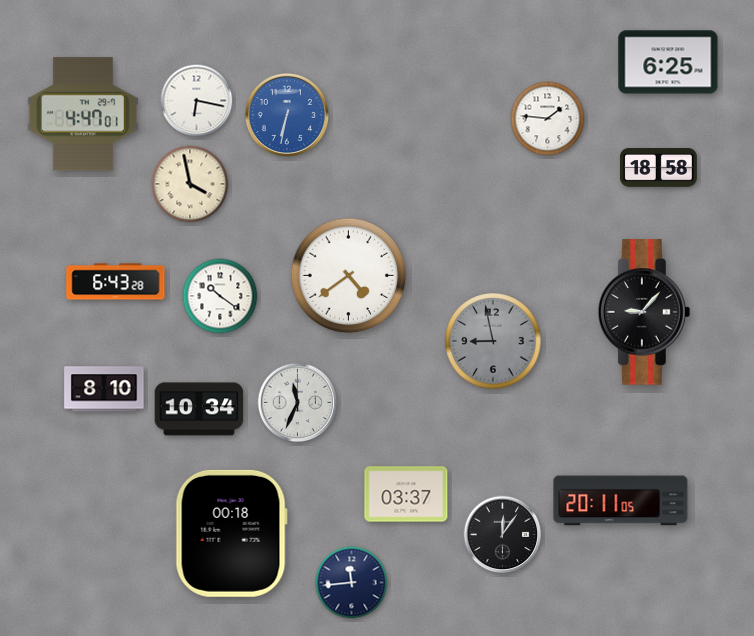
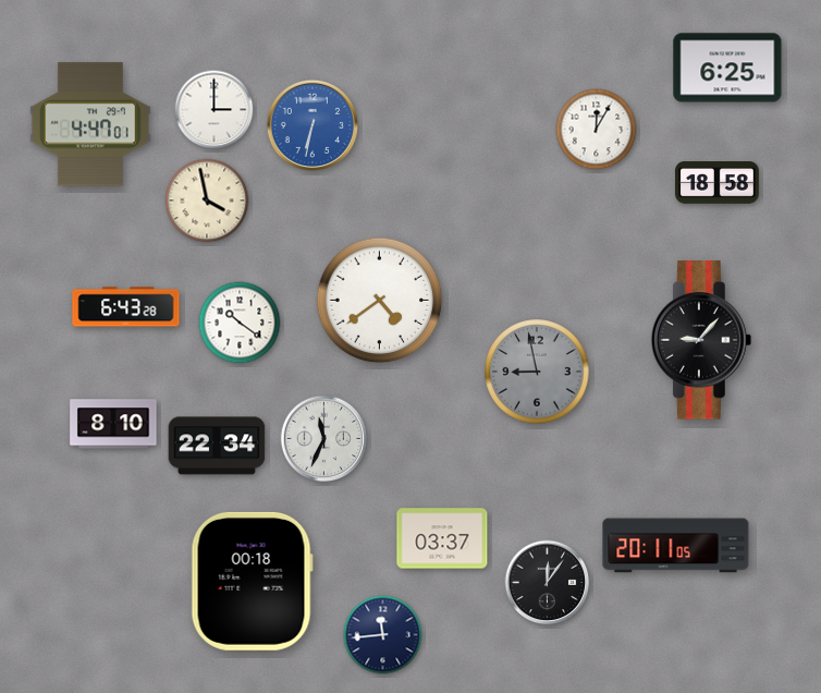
clock at (197, 101): 6:17 -> 3:00
clock at (548, 119): 1:46 -> 12:05
clock at (199, 409): 10:34 -> 22:34
